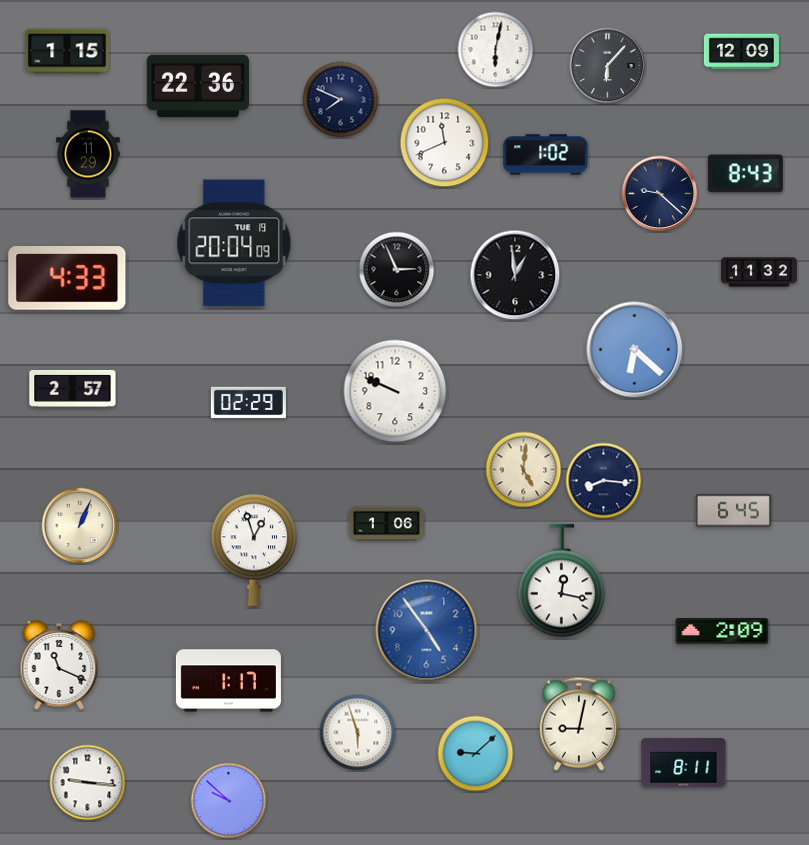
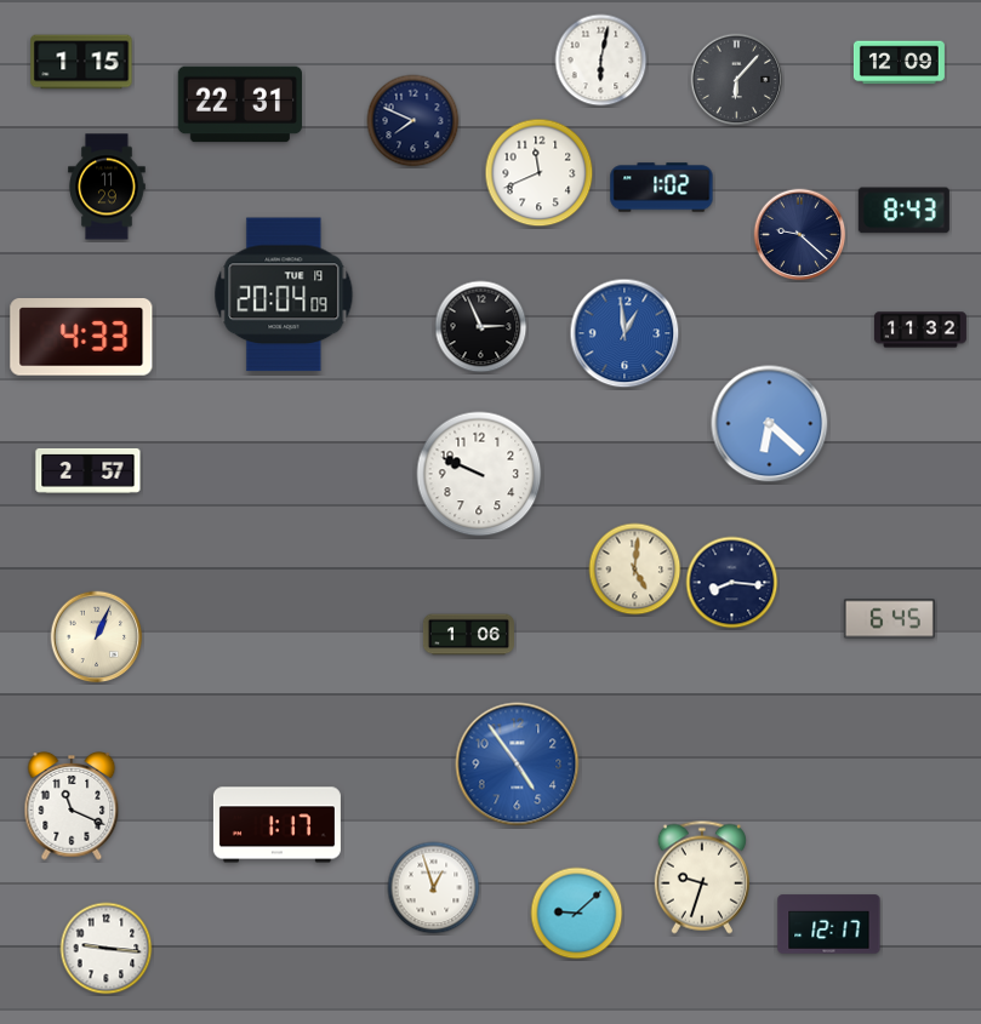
clock at (198, 86): 22:36 -> 22:31
clock at (515, 275) dial: black -> blue
clock at (248, 403): 02:29 -> none
clock at (254, 550): 12:57 -> none
clock at (562, 581): 12:17 -> none
clock at (722, 632): 2:09 -> none
clock at (579, 724): 9:02 -> 9:33
clock at (358, 733): 5:57 -> 12:57
clock at (684, 763): 8:11 -> 12:17
clock at (229, 801): 9:52 -> none
